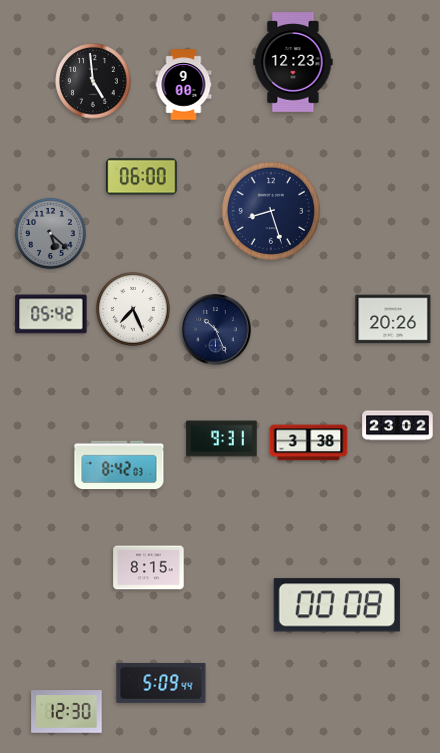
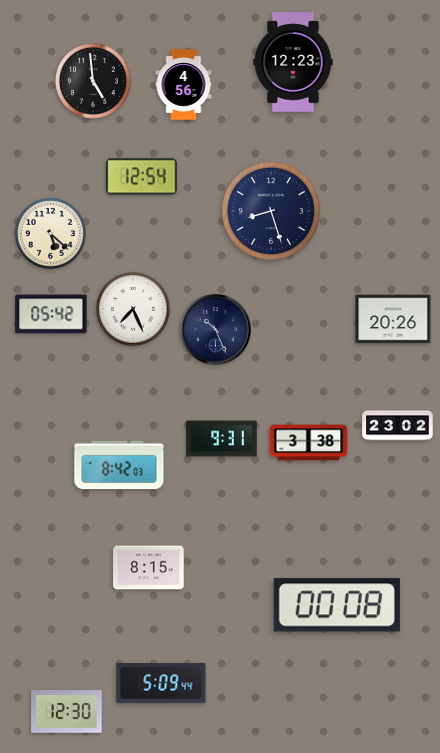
clock at (184, 85): 9:00 -> 4:56
clock at (142, 177): 06:00 -> 12:54
clock at (50, 233) dial: grey -> cream
